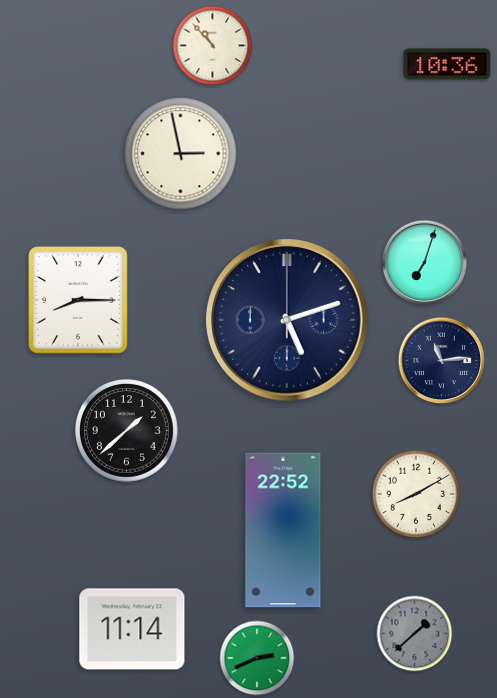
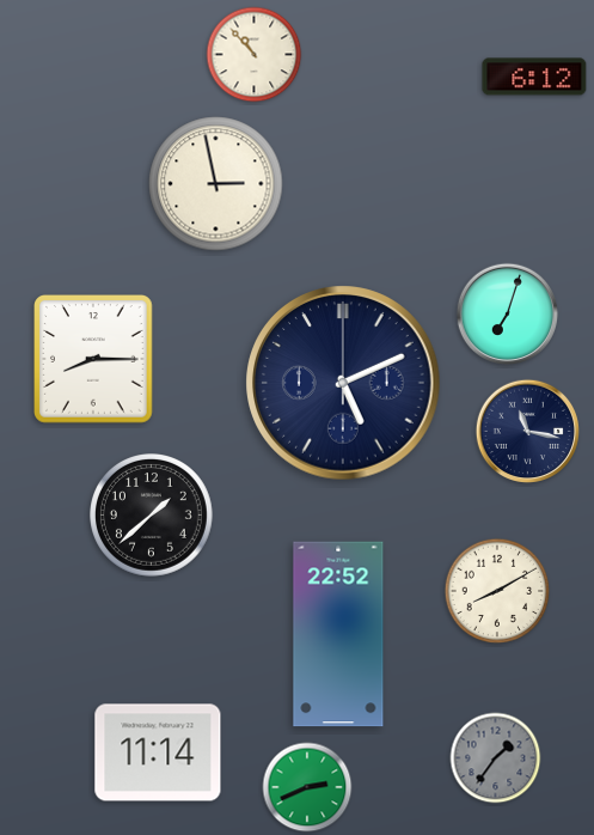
clock at (447, 64): 10:36 -> 6:12
clock at (287, 320): 5:12 -> 5:11
clock at (442, 361): 11:14 -> 11:17
clock at (415, 634): 1:38 -> 1:36
